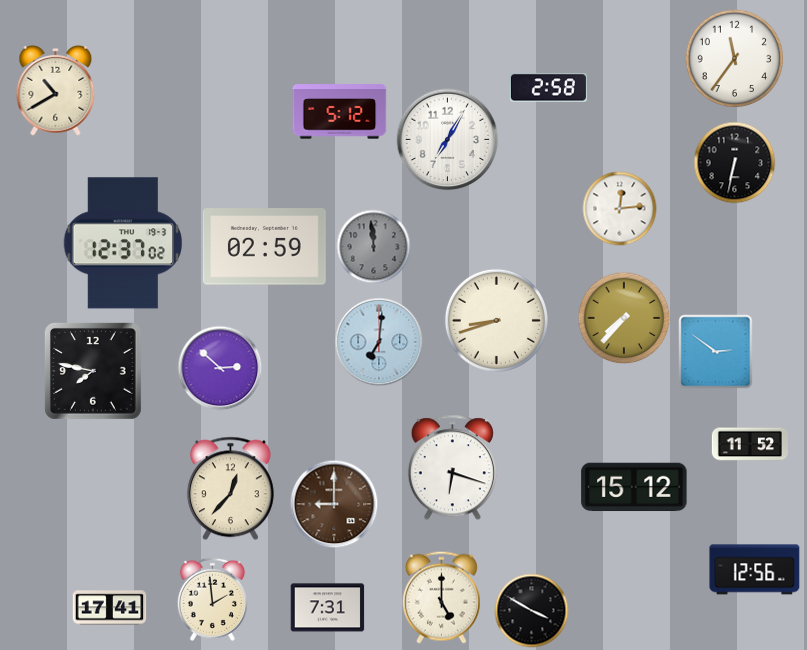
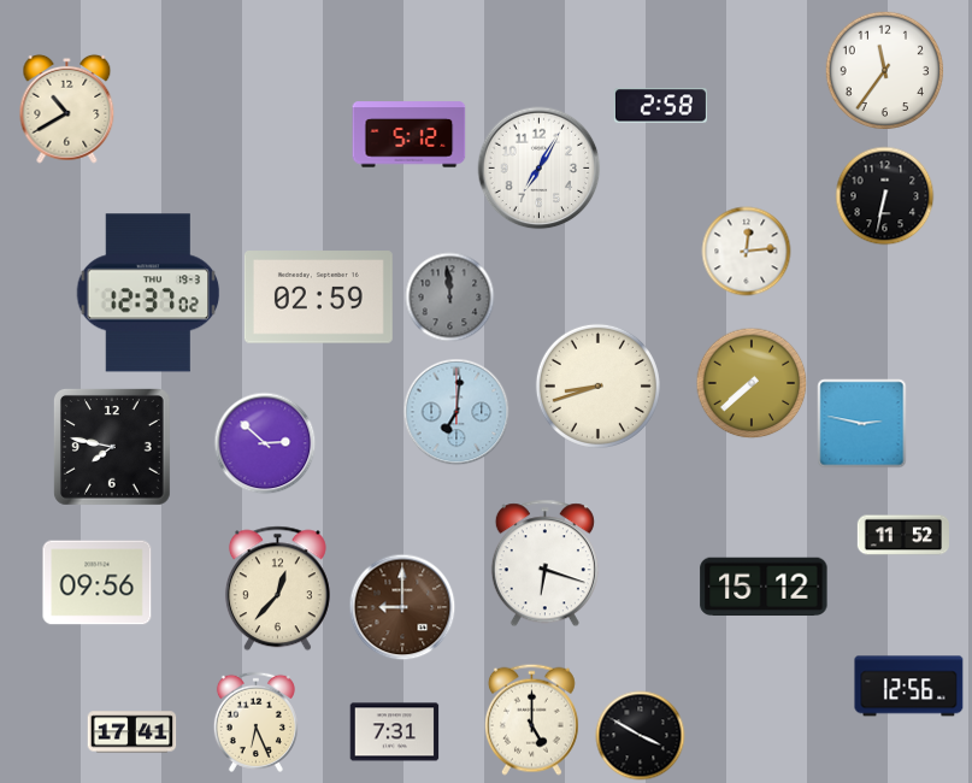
clock at (624, 318): 7:37 -> 7:38
clock at (716, 352): 2:51 -> 2:47
clock at (98, 583): none -> 09:56
clock at (212, 599): 1:59 -> 6:26
